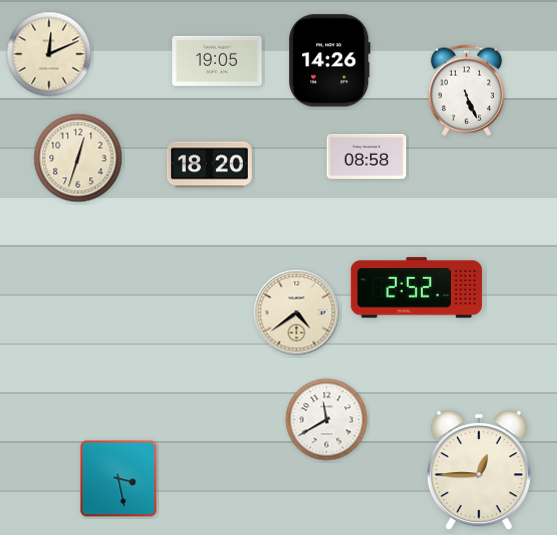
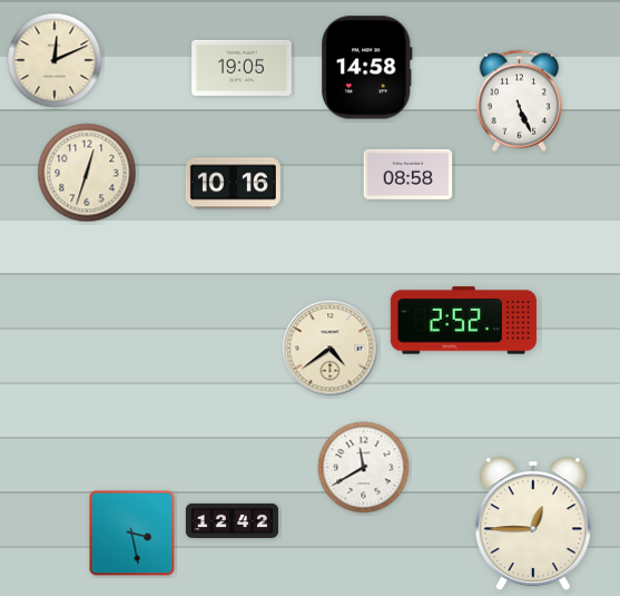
clock at (330, 61): 14:26 -> 14:58
clock at (78, 158) position: (78, 158) -> (87, 173)
clock at (209, 165): 18:20 -> 10:16
clock at (232, 520): none -> 12:42
